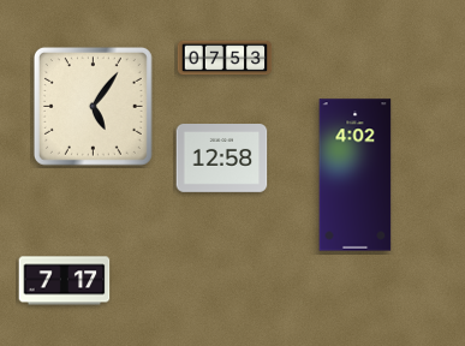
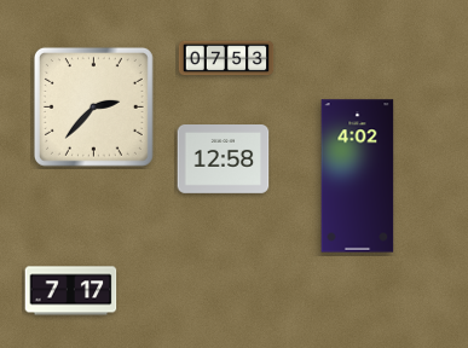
clock at (93, 106): 5:06 -> 2:37
clock at (65, 281) position: (65, 281) -> (71, 291)
